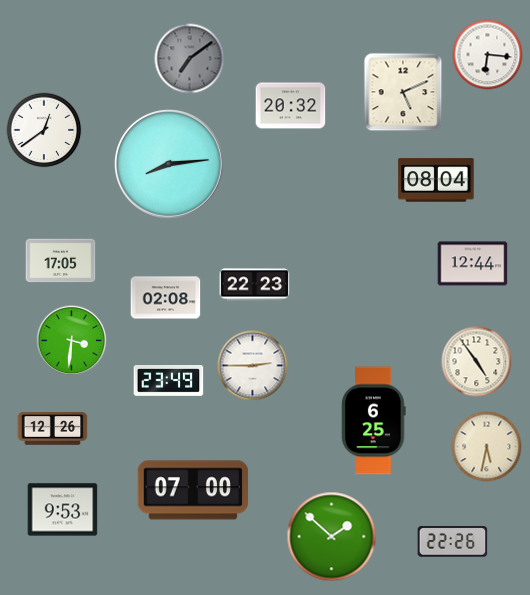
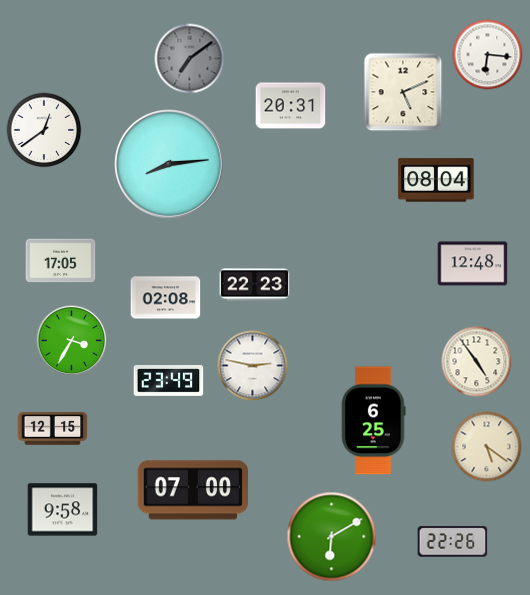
clock at (291, 106): 20:32 -> 20:31
clock at (473, 264): 12:44 -> 12:48
clock at (72, 341): 3:31 -> 3:35
clock at (253, 366): 2:45 -> 2:47
clock at (53, 429): 12:26 -> 12:15
clock at (487, 447): 5:32 -> 5:21
clock at (63, 510): 9:53 -> 9:58
clock at (332, 537): 1:52 -> 6:10
